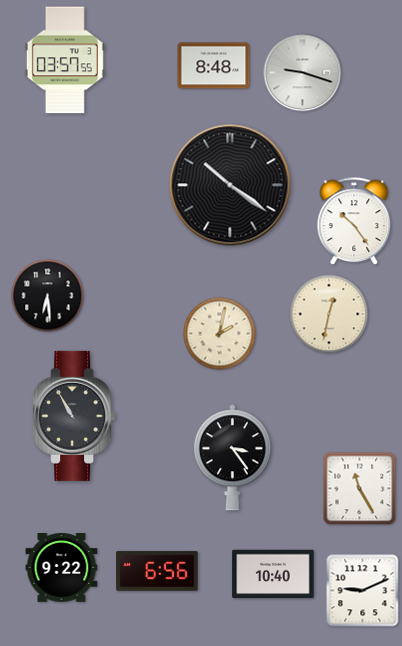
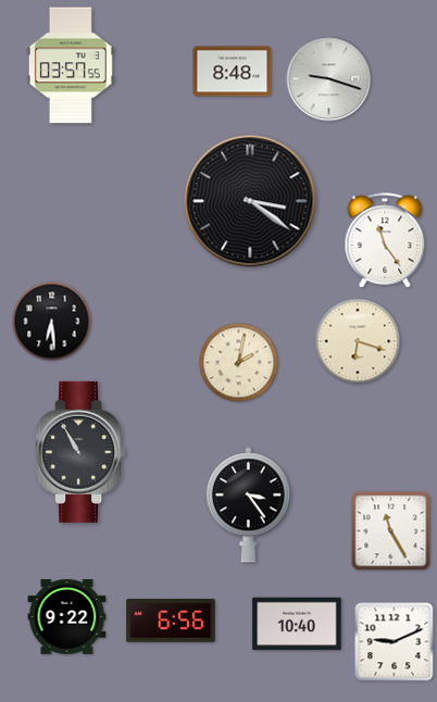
clock at (230, 185): 10:21 -> 3:21
clock at (354, 222): 10:24 -> 11:24
clock at (329, 314): 12:32 -> 6:18
clock at (232, 458) position: (232, 458) -> (248, 505)
